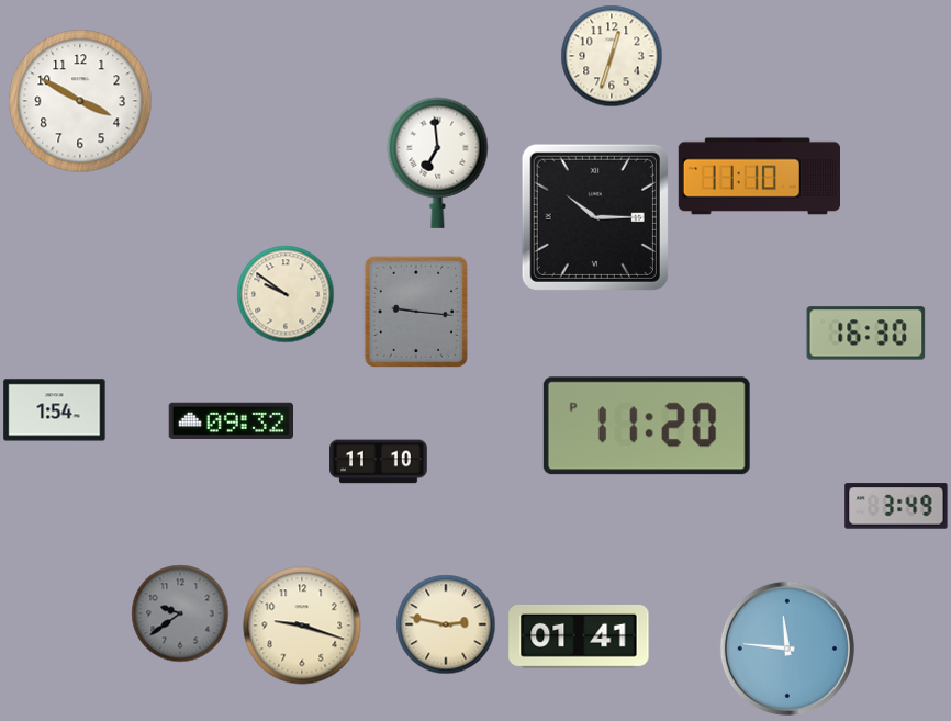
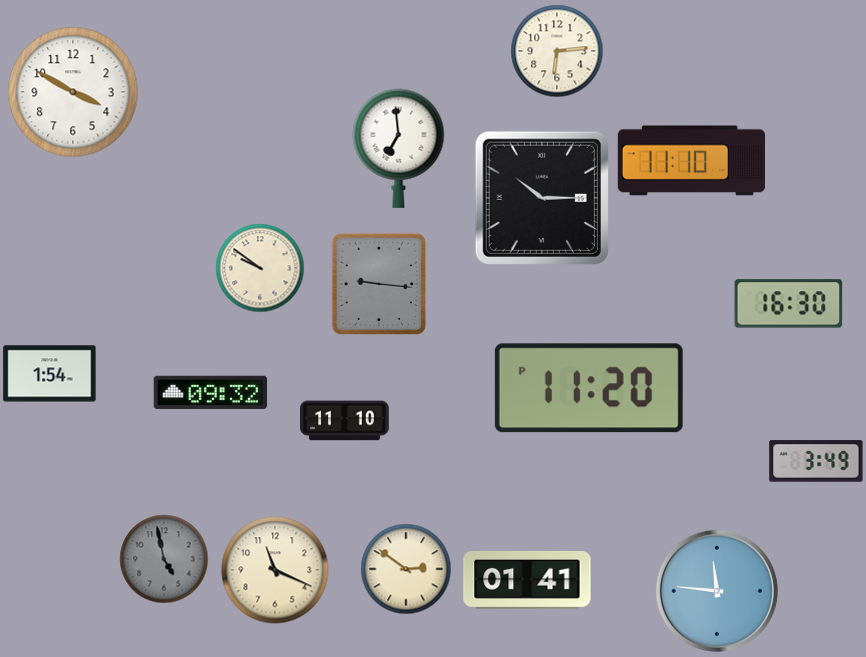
clock at (612, 56): 12:33 -> 6:14
clock at (231, 420) position: (231, 420) -> (210, 392)
clock at (180, 613): 9:39 -> 4:58
clock at (446, 624): 2:47 -> 2:51
clock at (302, 626): 9:18 -> 11:19
